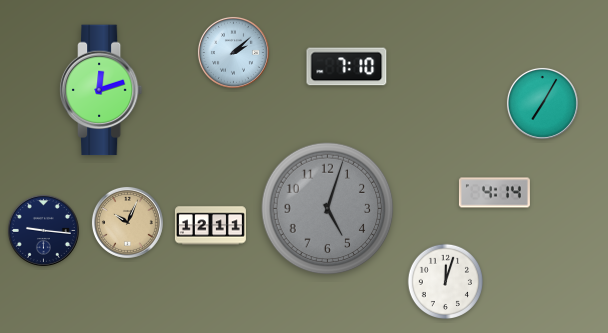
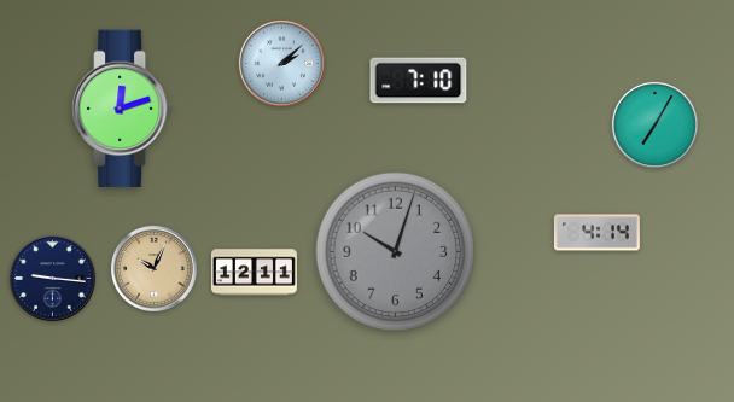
clock at (328, 209): 5:03 -> 10:03
clock at (445, 281): 12:03 -> none
